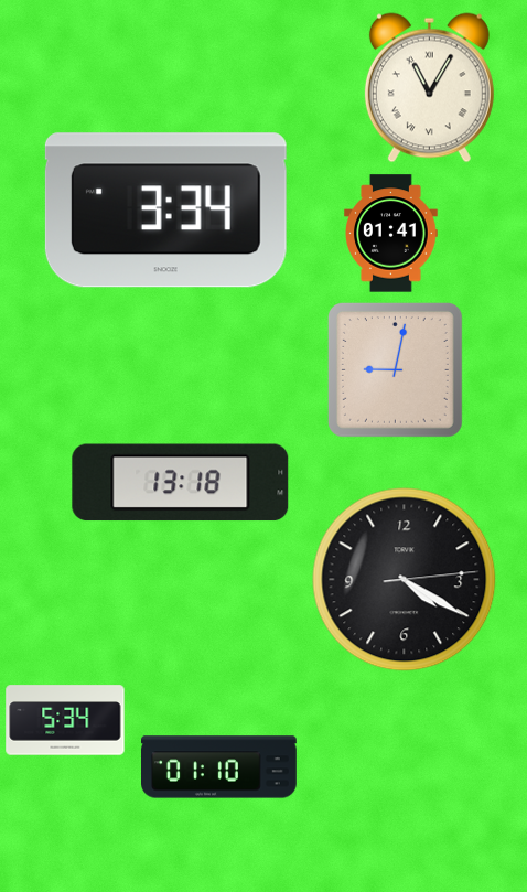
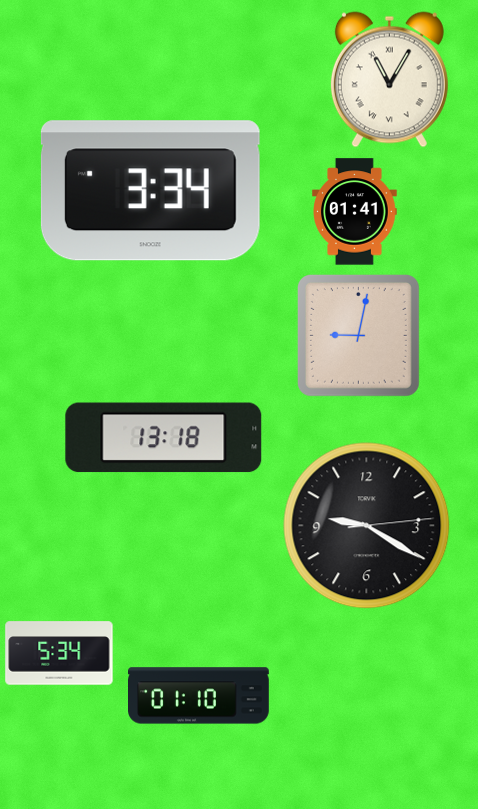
clock at (405, 580): 4:20 -> 9:20
